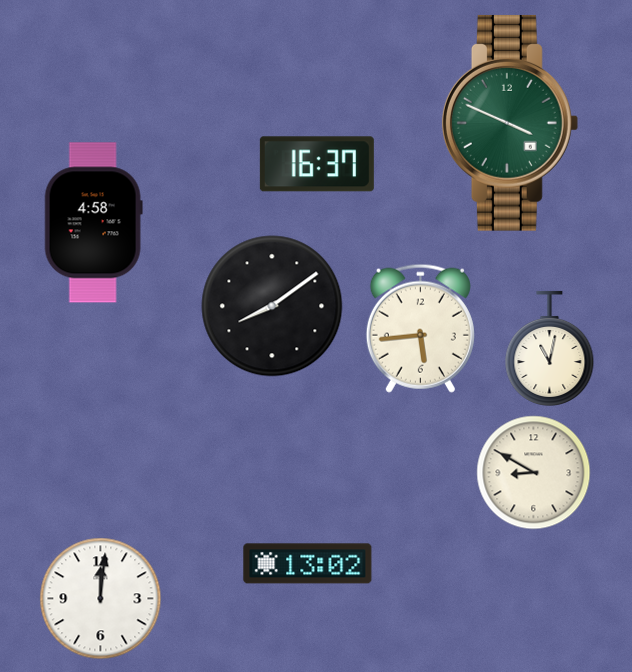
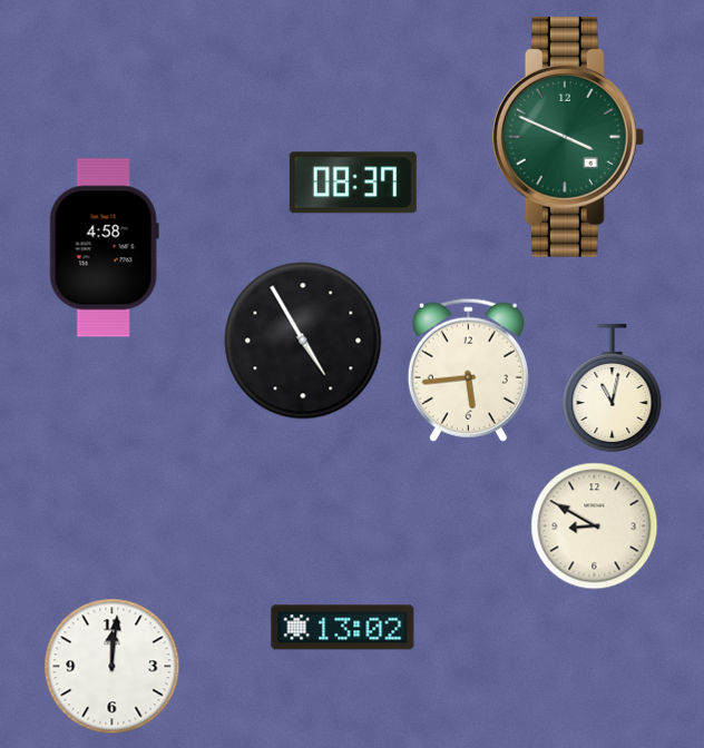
clock at (317, 164): 16:37 -> 08:37
clock at (272, 306): 8:09 -> 4:55
clock at (420, 328) position: (420, 328) -> (468, 370)
